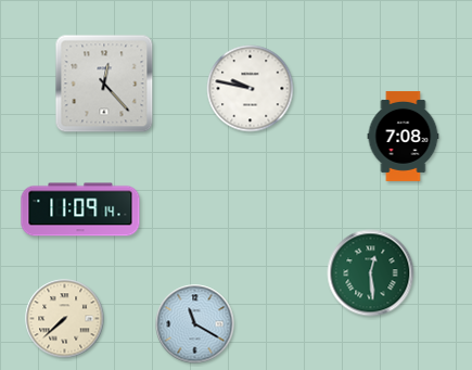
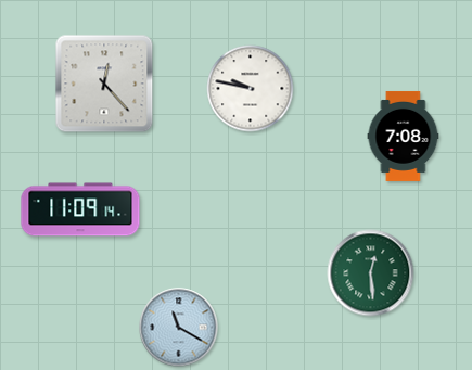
clock at (65, 319): 7:38 -> none
clock at (195, 324) position: (195, 324) -> (179, 328)
